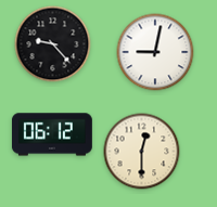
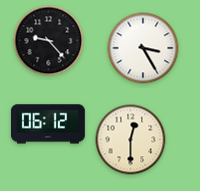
clock at (155, 52): 9:02 -> 3:25
